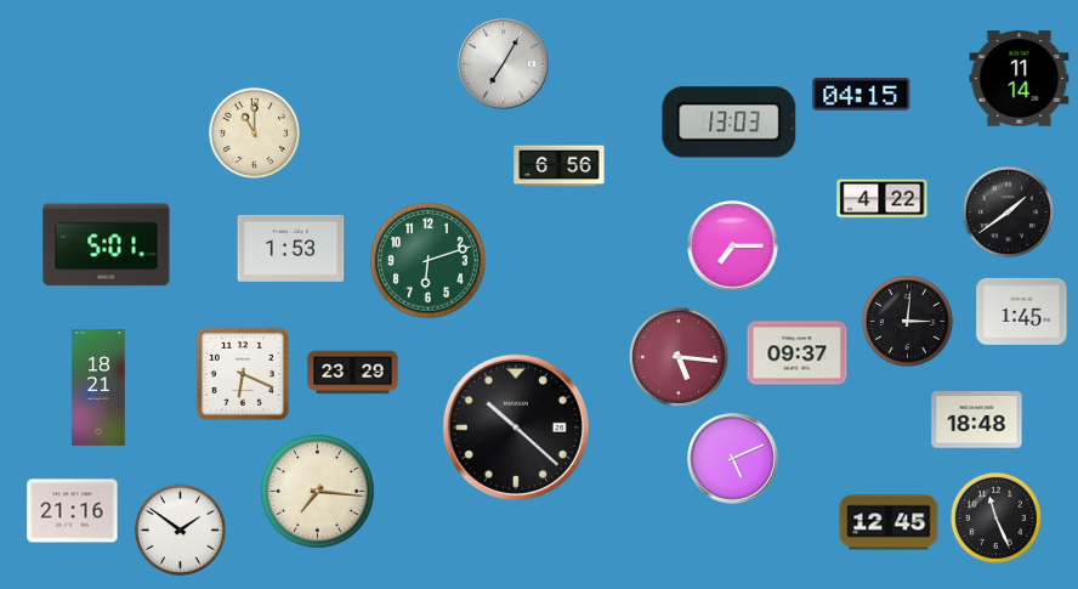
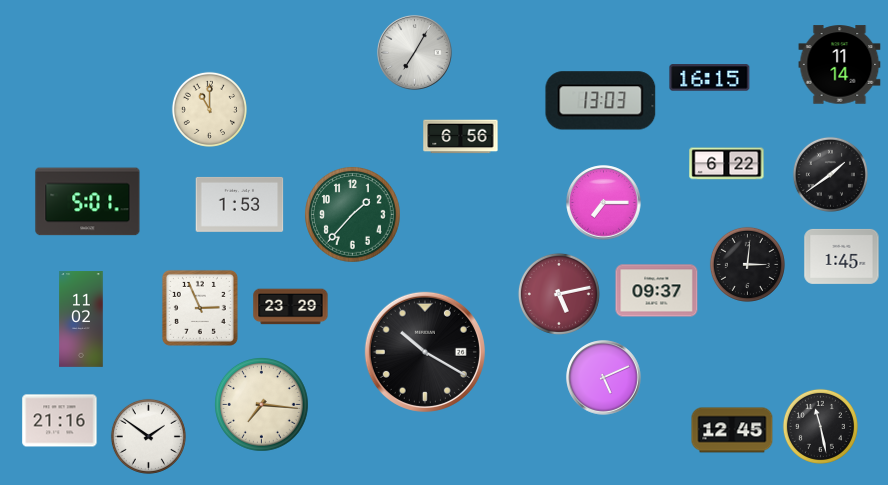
clock at (862, 95): 04:15 -> 16:15
clock at (883, 199): 4:22 -> 6:22
clock at (429, 261): 6:12 -> 1:37
clock at (679, 357): 5:16 -> 5:13
clock at (243, 374): 6:19 -> 2:56
clock at (98, 387): 18:21 -> 11:02
clock at (977, 420): 18:48 -> none
clock at (516, 427): 10:22 -> 10:20
clock at (995, 517): 11:26 -> 11:28
